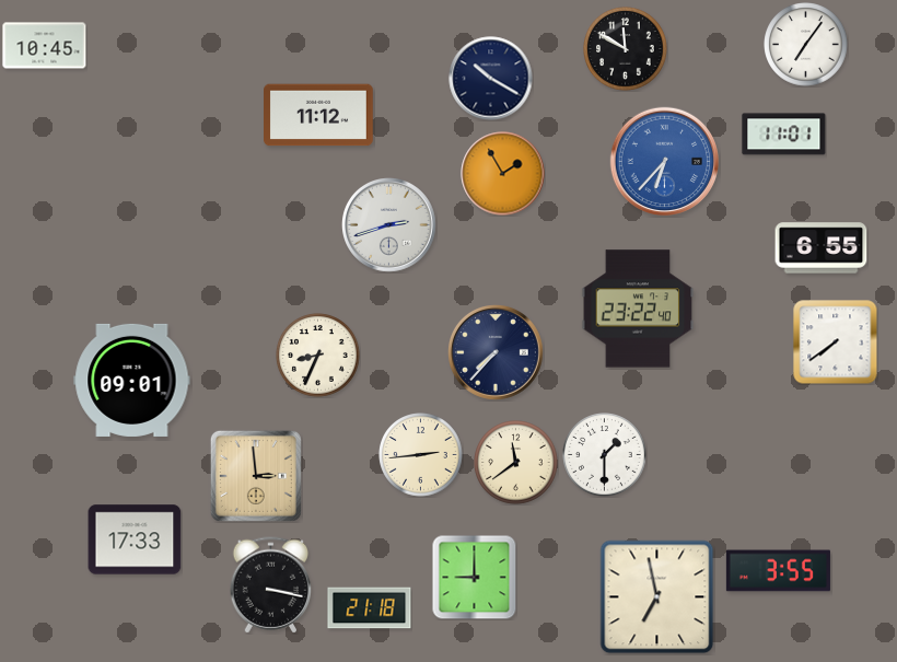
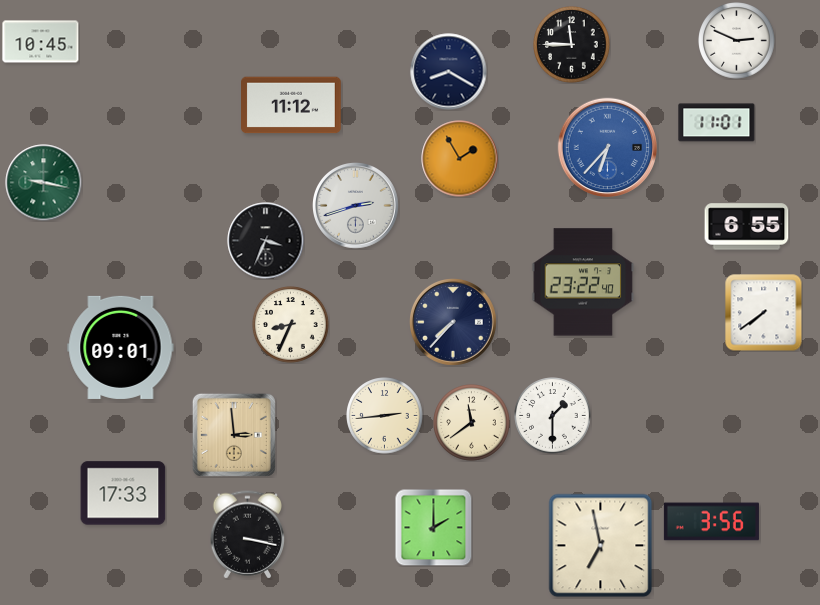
clock at (806, 45): 7:06 -> 2:49
clock at (626, 49): 11:50 -> 11:45
clock at (491, 79): 10:20 -> 8:20
clock at (44, 183): none -> 9:17
clock at (822, 248) position: (822, 248) -> (747, 227)
clock at (266, 241): none -> 3:34
clock at (778, 571): 3:55 -> 3:56
clock at (474, 577): 9:00 -> 2:00
clock at (370, 608): 21:18 -> none
